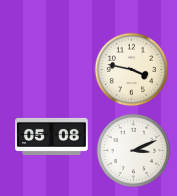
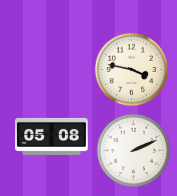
clock at (134, 151): 3:11 -> 2:11
